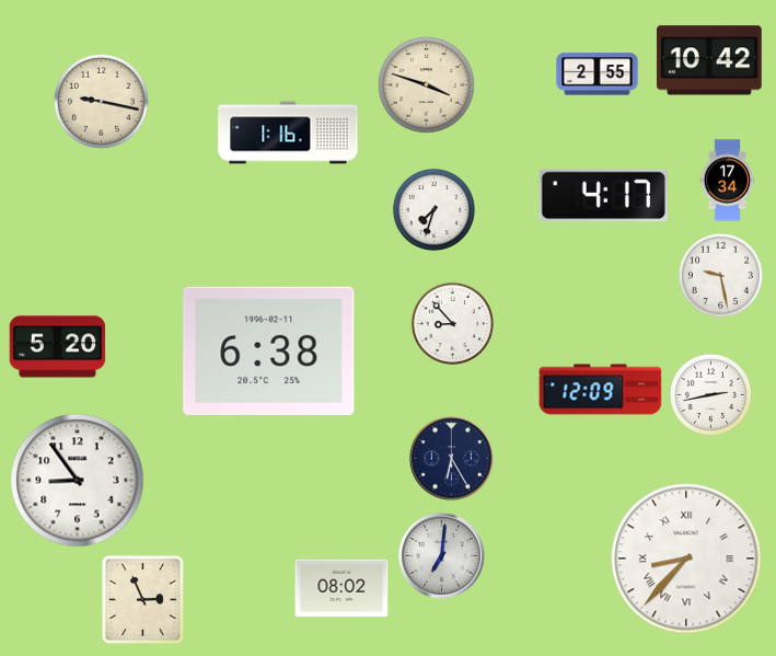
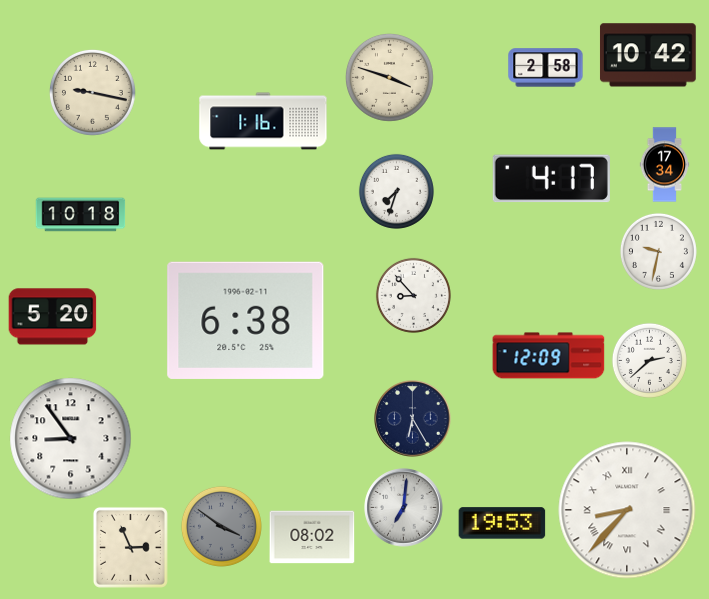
clock at (598, 74): 2:55 -> 2:58
clock at (81, 215): none -> 10:18
clock at (720, 275): 9:28 -> 9:32
clock at (710, 394): 2:43 -> 2:38
clock at (502, 523): none -> 19:53
clock at (221, 526): none -> 3:51
